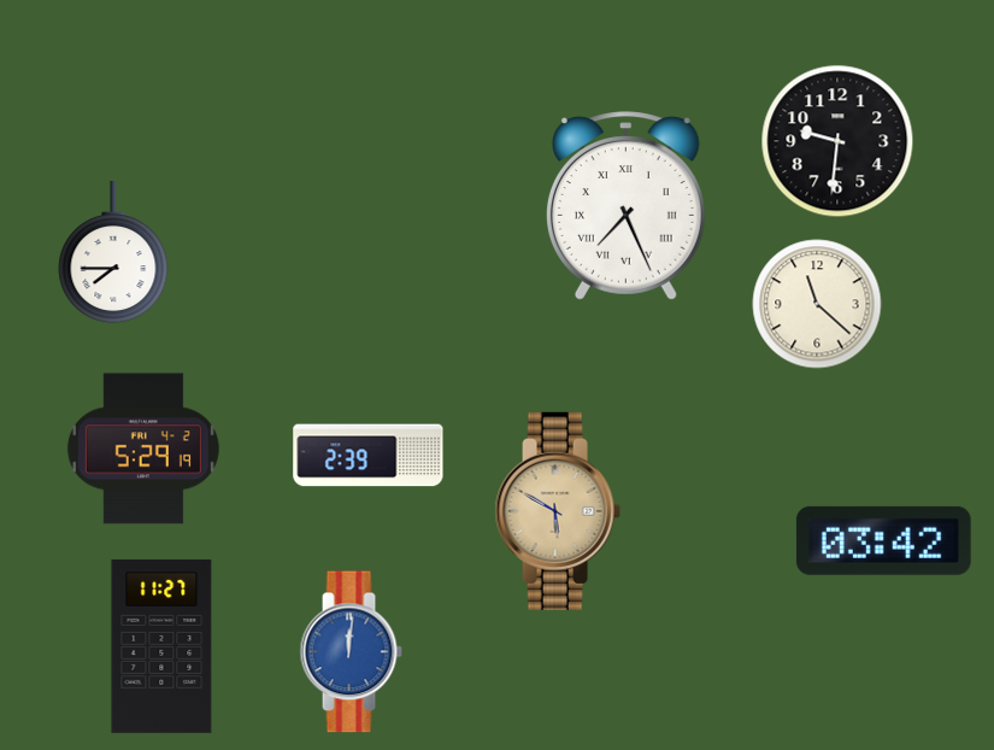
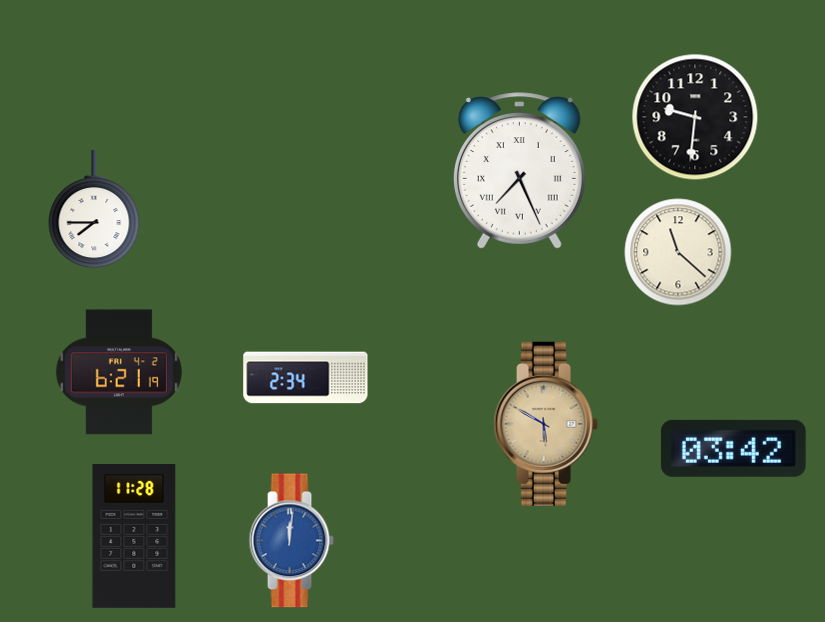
clock at (143, 449): 5:29 -> 6:21
clock at (369, 456): 2:39 -> 2:34
clock at (558, 511) position: (558, 511) -> (546, 424)
clock at (161, 646): 11:27 -> 11:28
